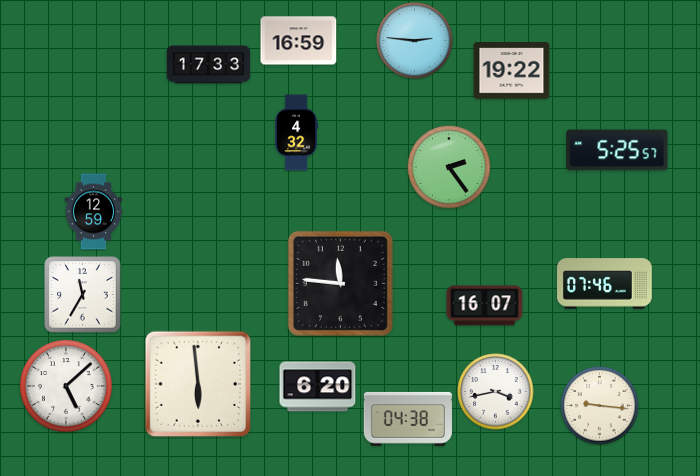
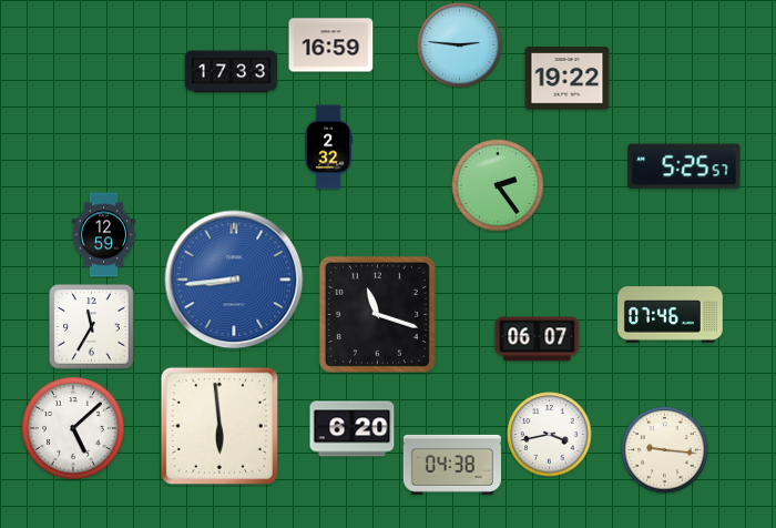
clock at (297, 133): 4:32 -> 2:32
clock at (234, 280): none -> 8:44
clock at (340, 283): 11:46 -> 11:18
clock at (485, 306): 16:07 -> 06:07
